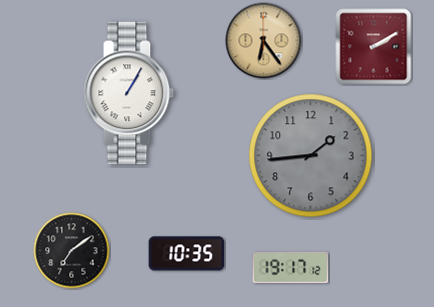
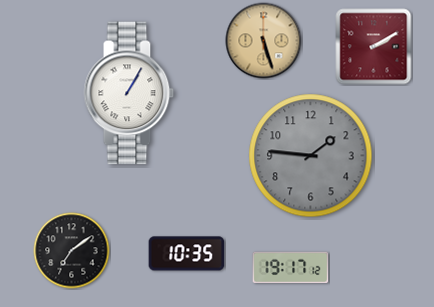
clock at (264, 41): 6:24 -> 5:27
clock at (311, 156): 1:44 -> 1:46
